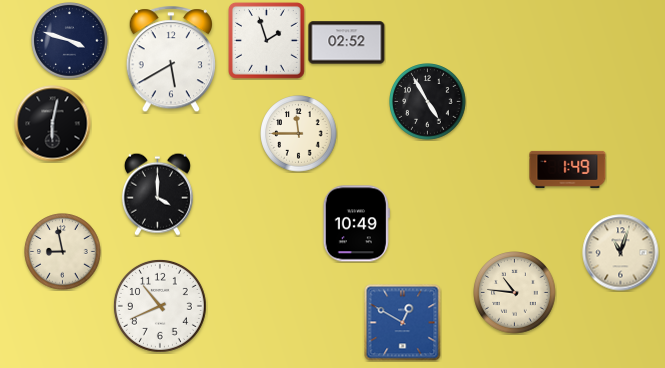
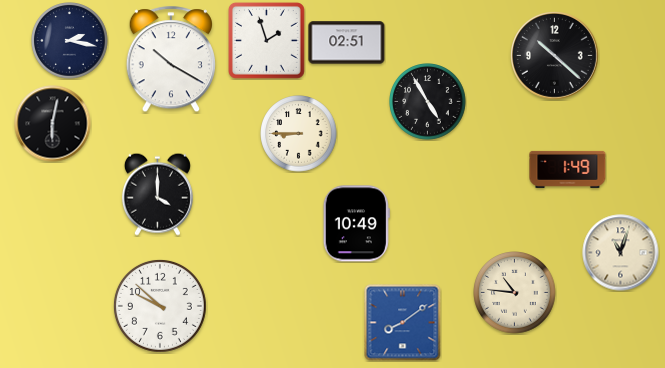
clock at (70, 41): 3:48 -> 2:17
clock at (347, 43): 02:52 -> 02:51
clock at (555, 56): none -> 10:22
clock at (171, 60): 5:40 -> 10:20
clock at (299, 134): 11:45 -> 8:45
clock at (63, 252): 8:58 -> none
clock at (160, 306): 10:41 -> 9:52
clock at (403, 323): 12:50 -> 8:09
